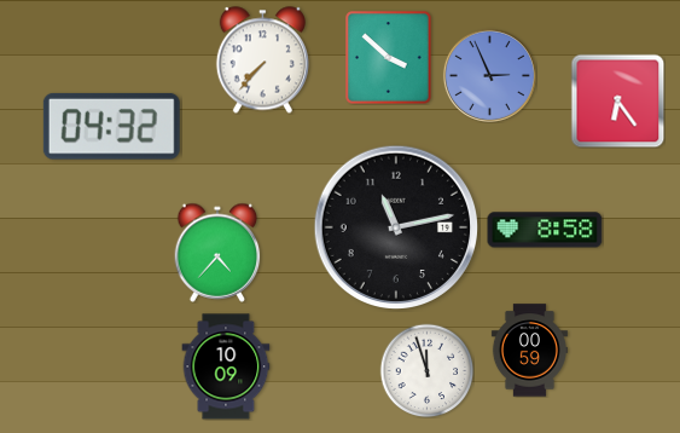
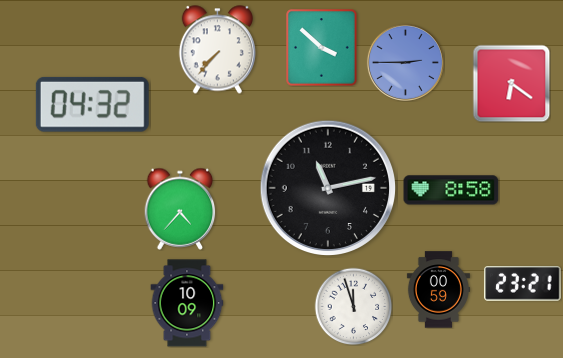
clock at (489, 75): 2:56 -> 2:45
clock at (617, 100): 6:24 -> 6:21
clock at (523, 284): none -> 23:21
